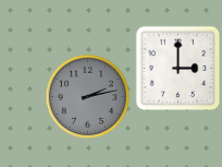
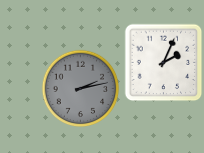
clock at (177, 68): 3:00 -> 2:04
